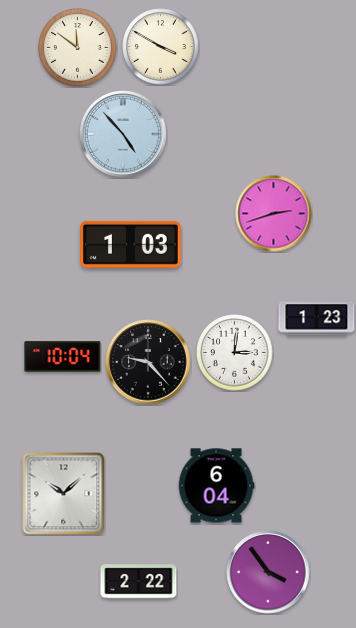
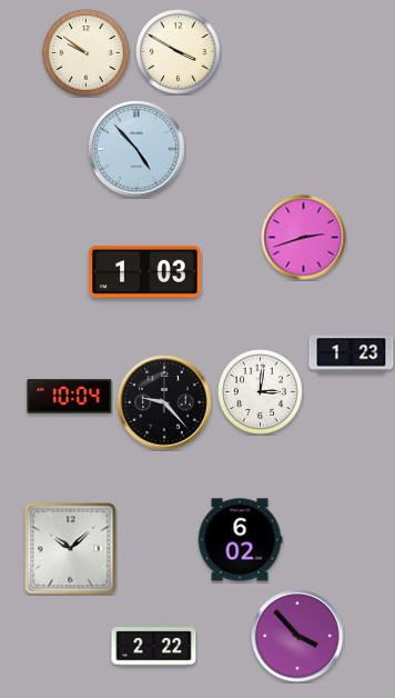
clock at (78, 48): 11:51 -> 9:51
clock at (216, 486): 6:04 -> 6:02
clock at (268, 572): 3:54 -> 3:53
